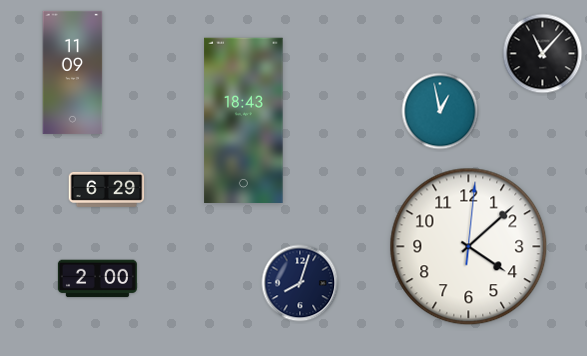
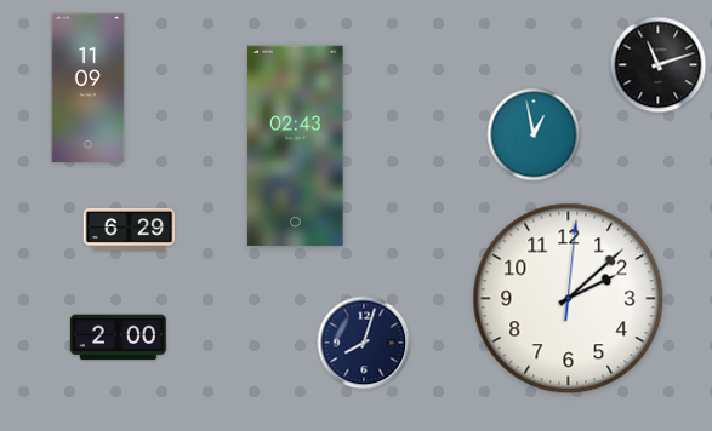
clock at (543, 54): 11:07 -> 11:12
clock at (244, 120): 18:43 -> 02:43
clock at (469, 247): 4:08 -> 2:08
